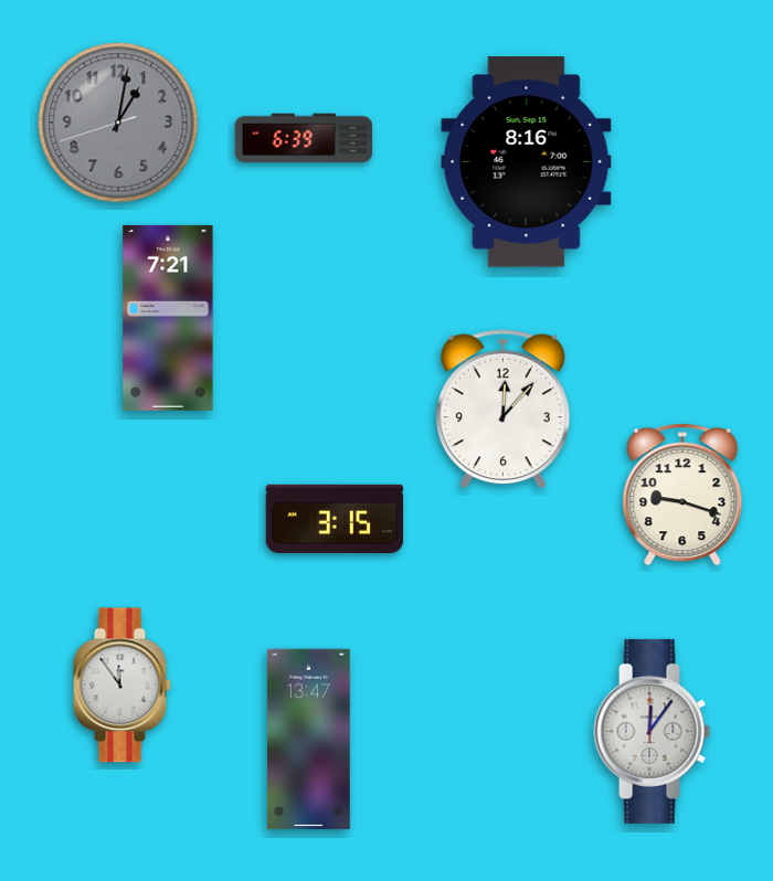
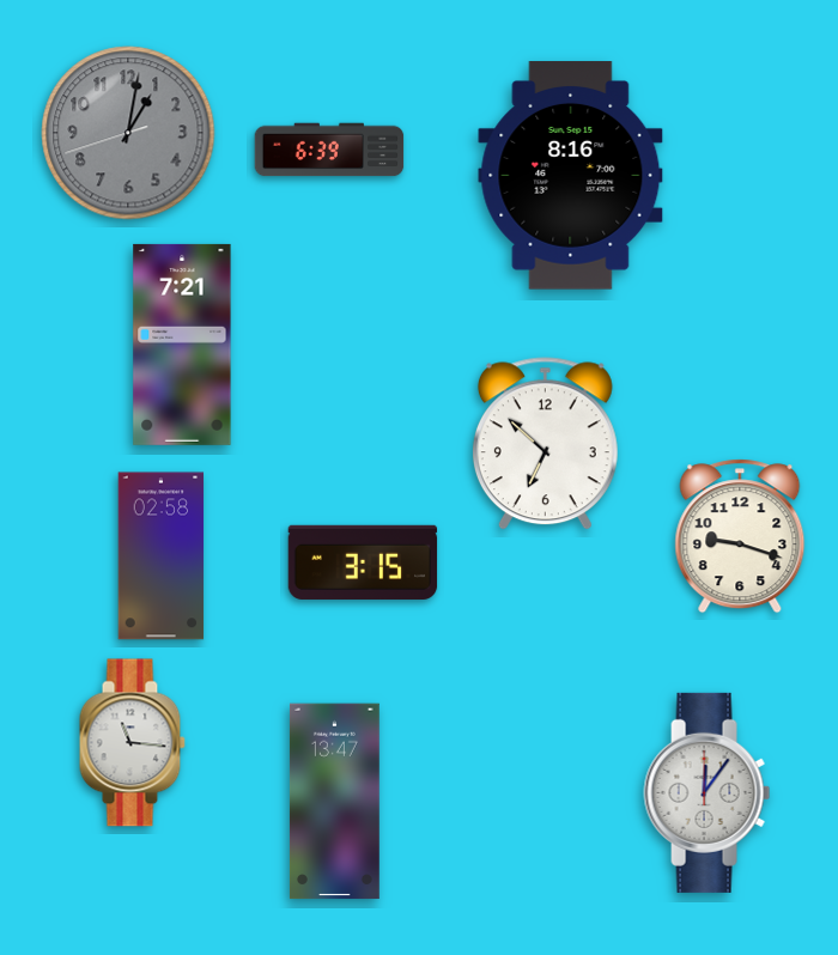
clock at (502, 410): 12:07 -> 6:52
clock at (162, 556): none -> 02:58
clock at (121, 686): 11:54 -> 11:16
